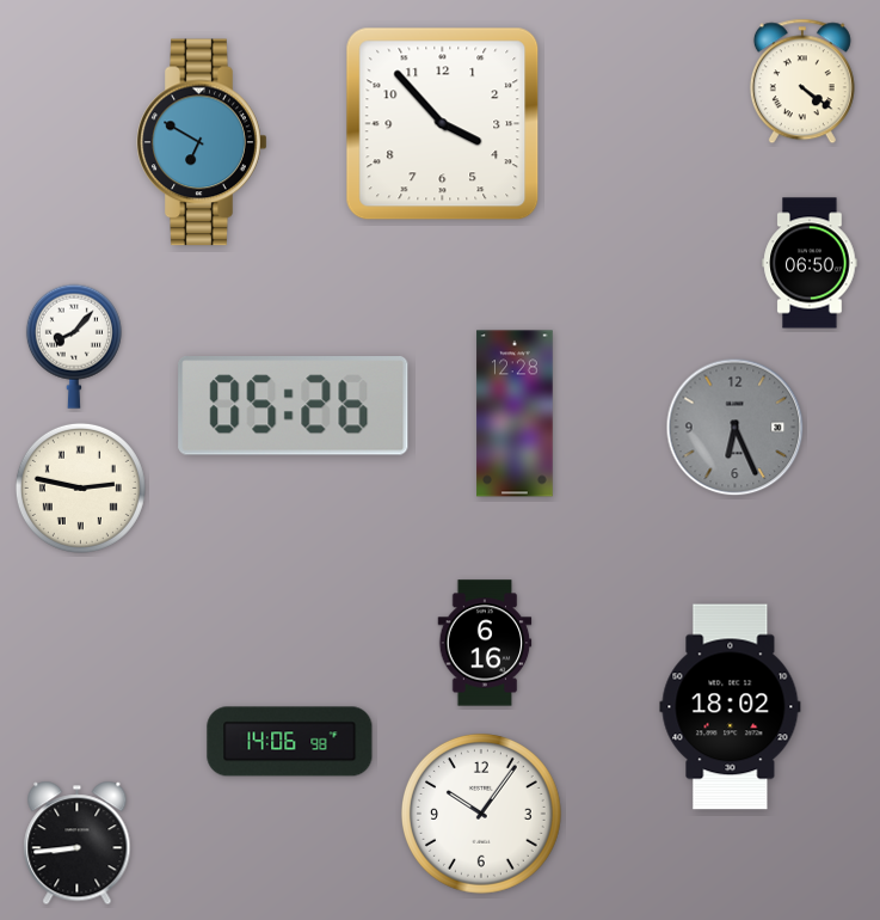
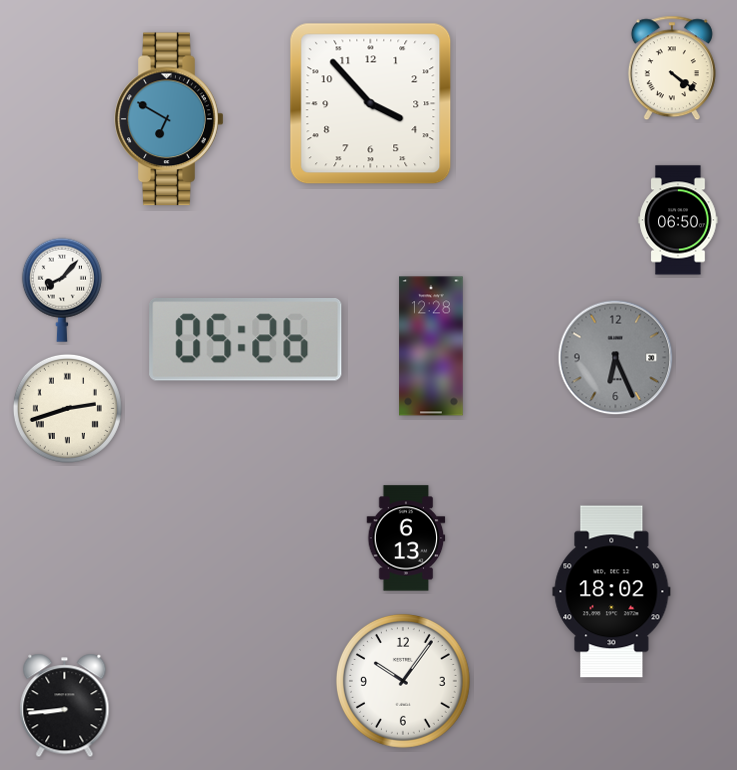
clock at (80, 487): 2:47 -> 2:42
clock at (485, 643): 6:16 -> 6:13
clock at (290, 742): 14:06 -> none
